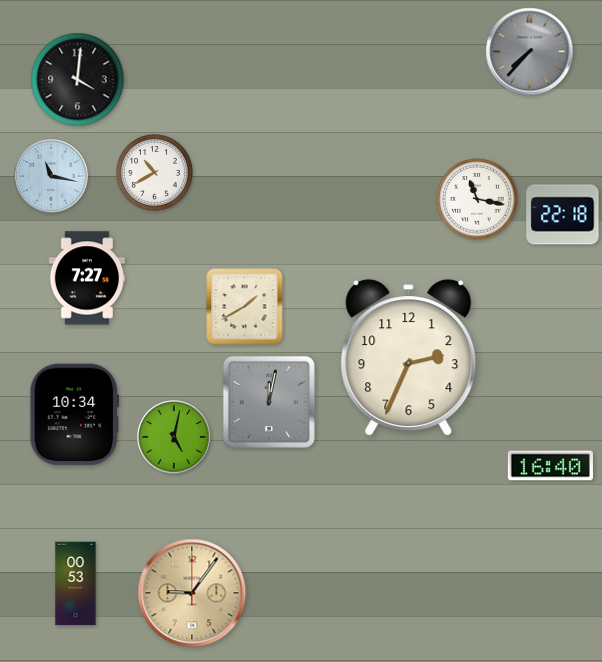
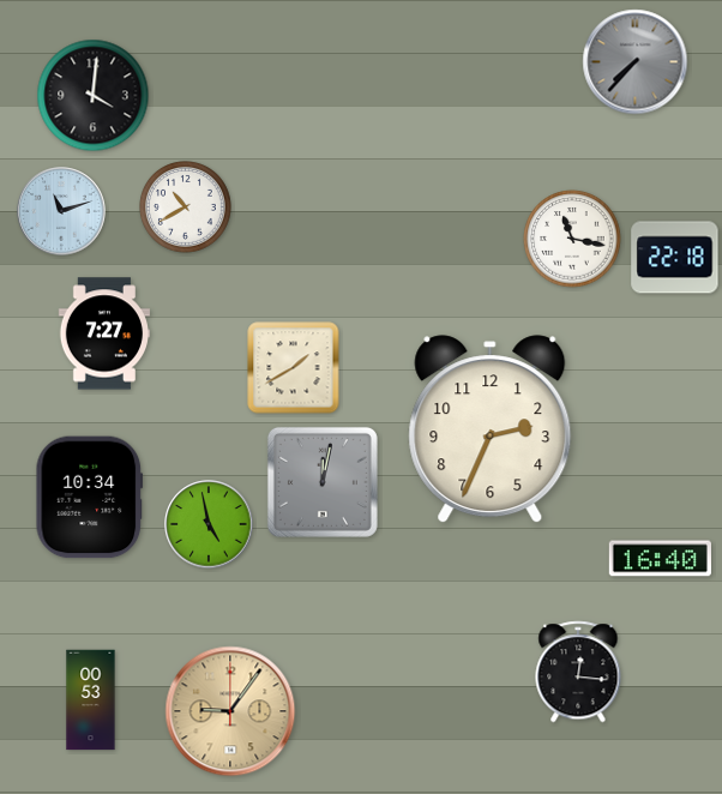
clock at (51, 176): 11:17 -> 11:12
clock at (174, 437): 5:02 -> 4:58
clock at (578, 672): none -> 12:16
